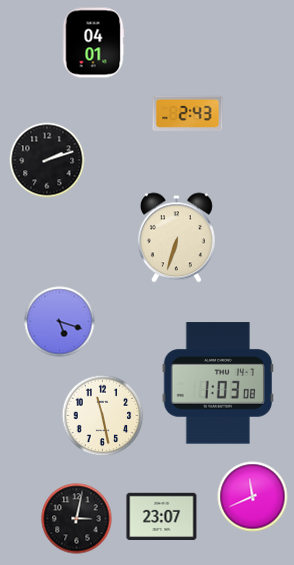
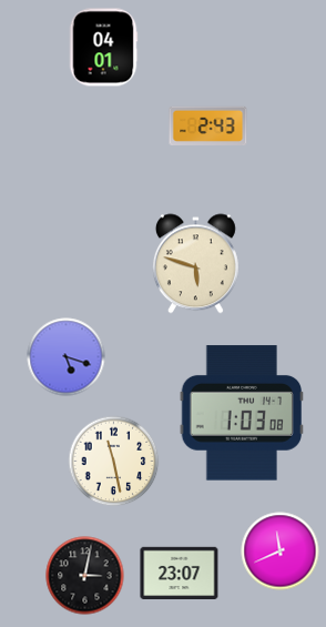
clock at (47, 160): 2:12 -> none
clock at (176, 238): 6:33 -> 5:48
clock at (217, 383) position: (217, 383) -> (241, 413)
